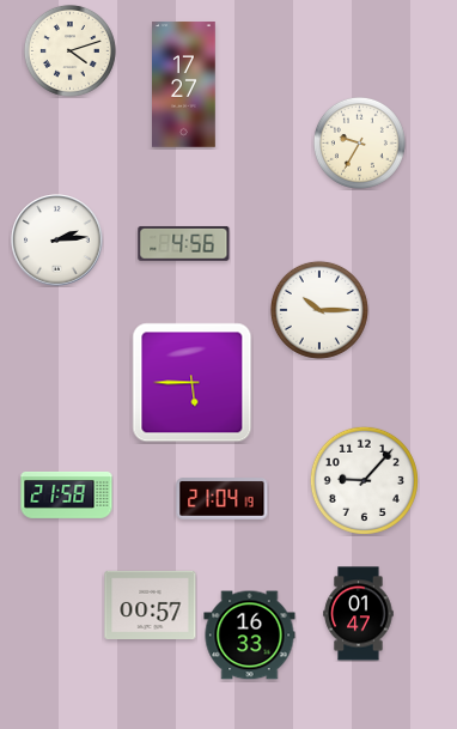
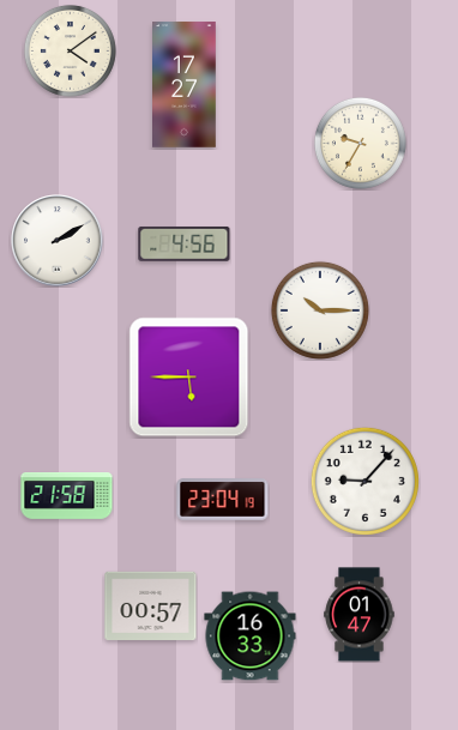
clock at (69, 50): 4:12 -> 4:09
clock at (57, 241): 2:14 -> 2:10
clock at (193, 383) position: (193, 383) -> (189, 378)
clock at (223, 499): 21:04 -> 23:04
